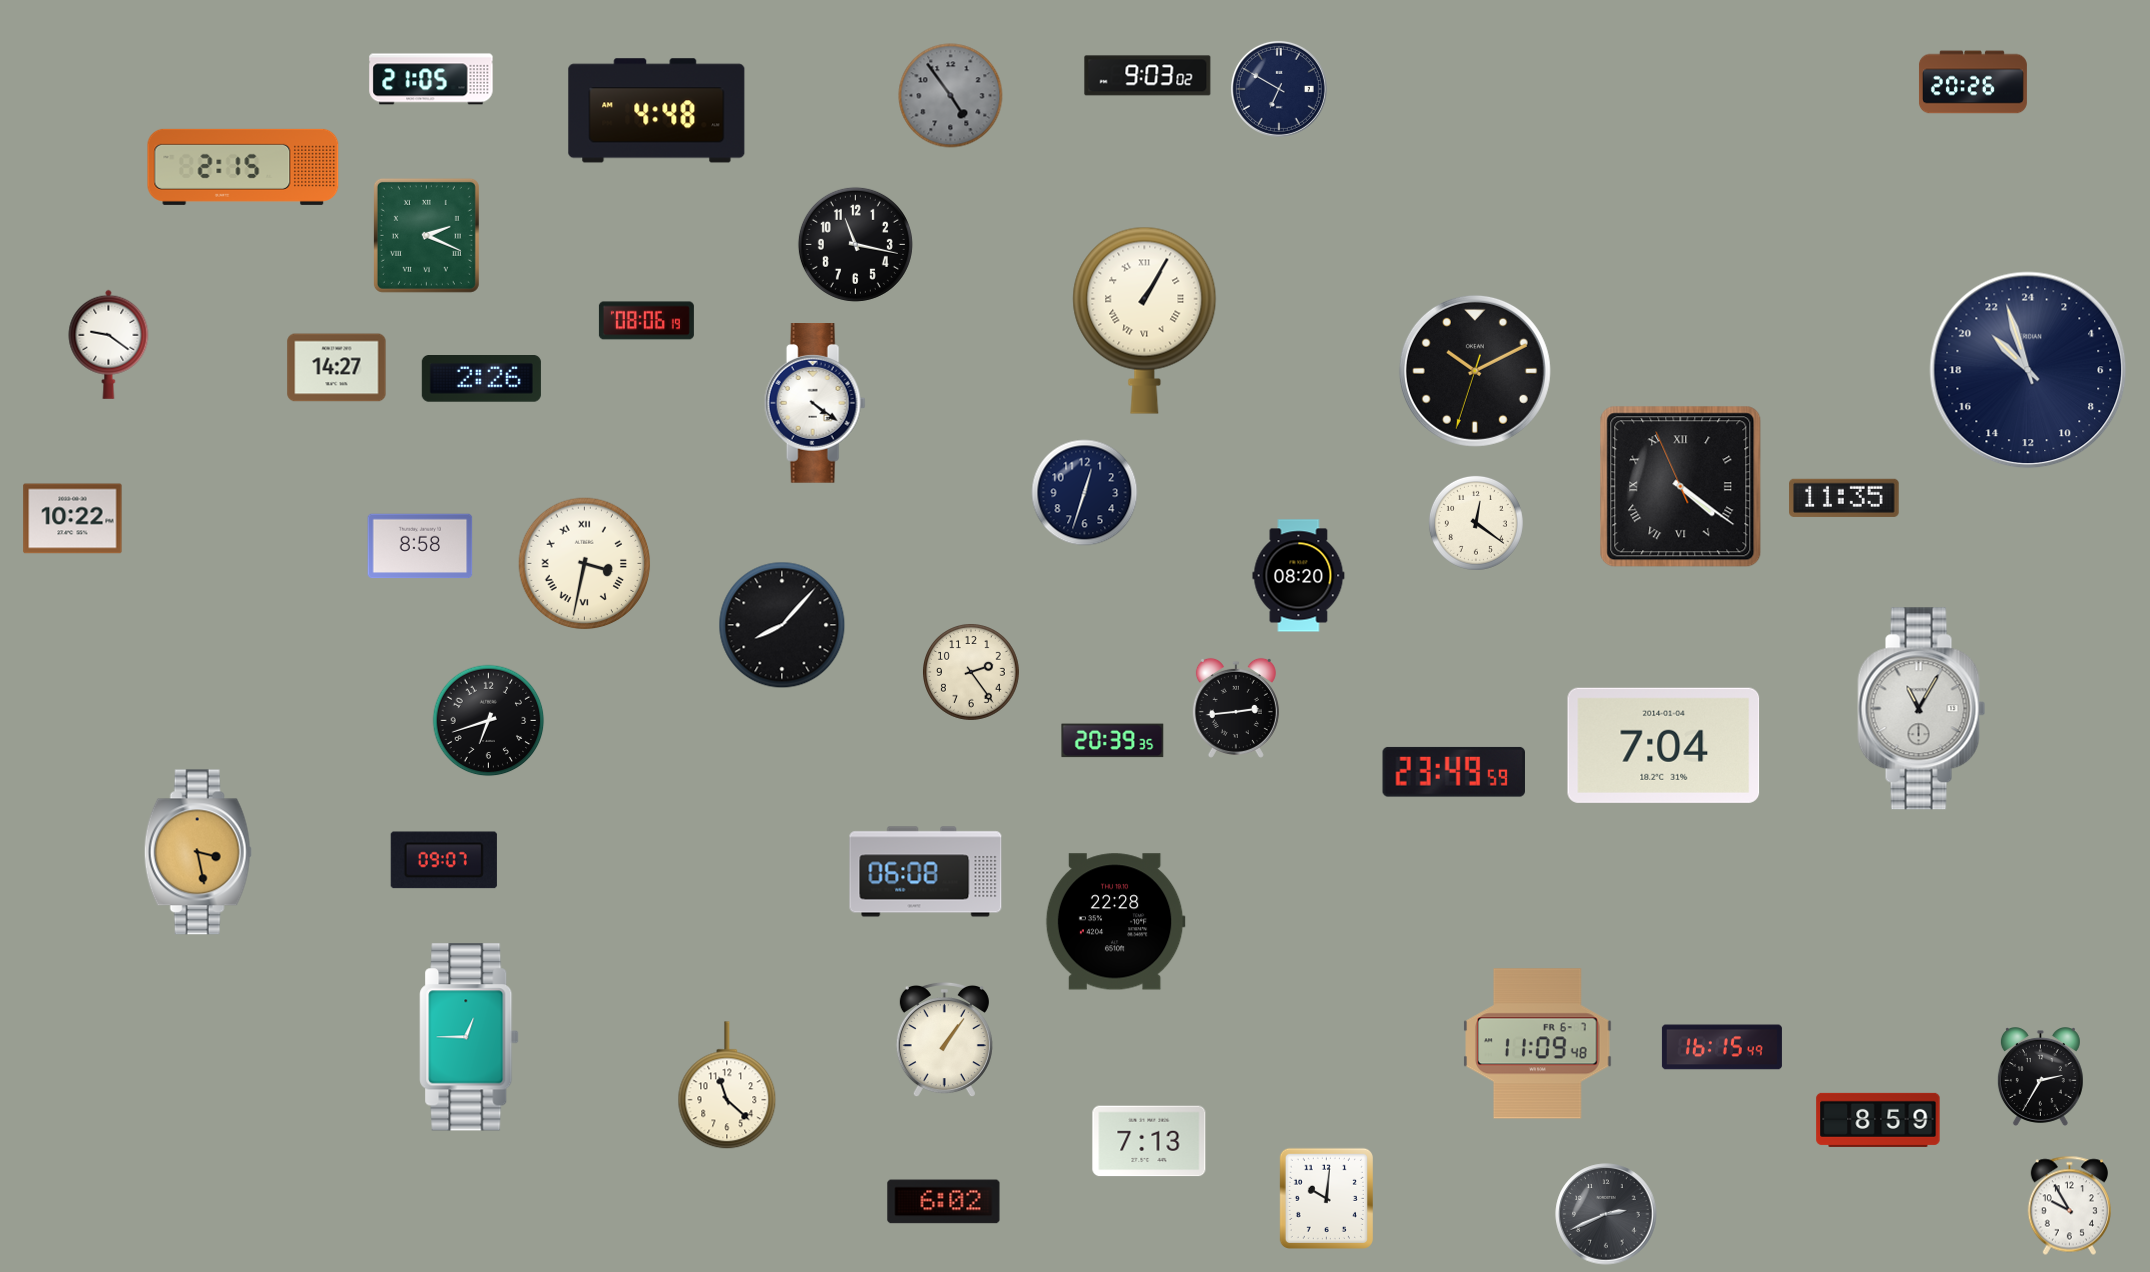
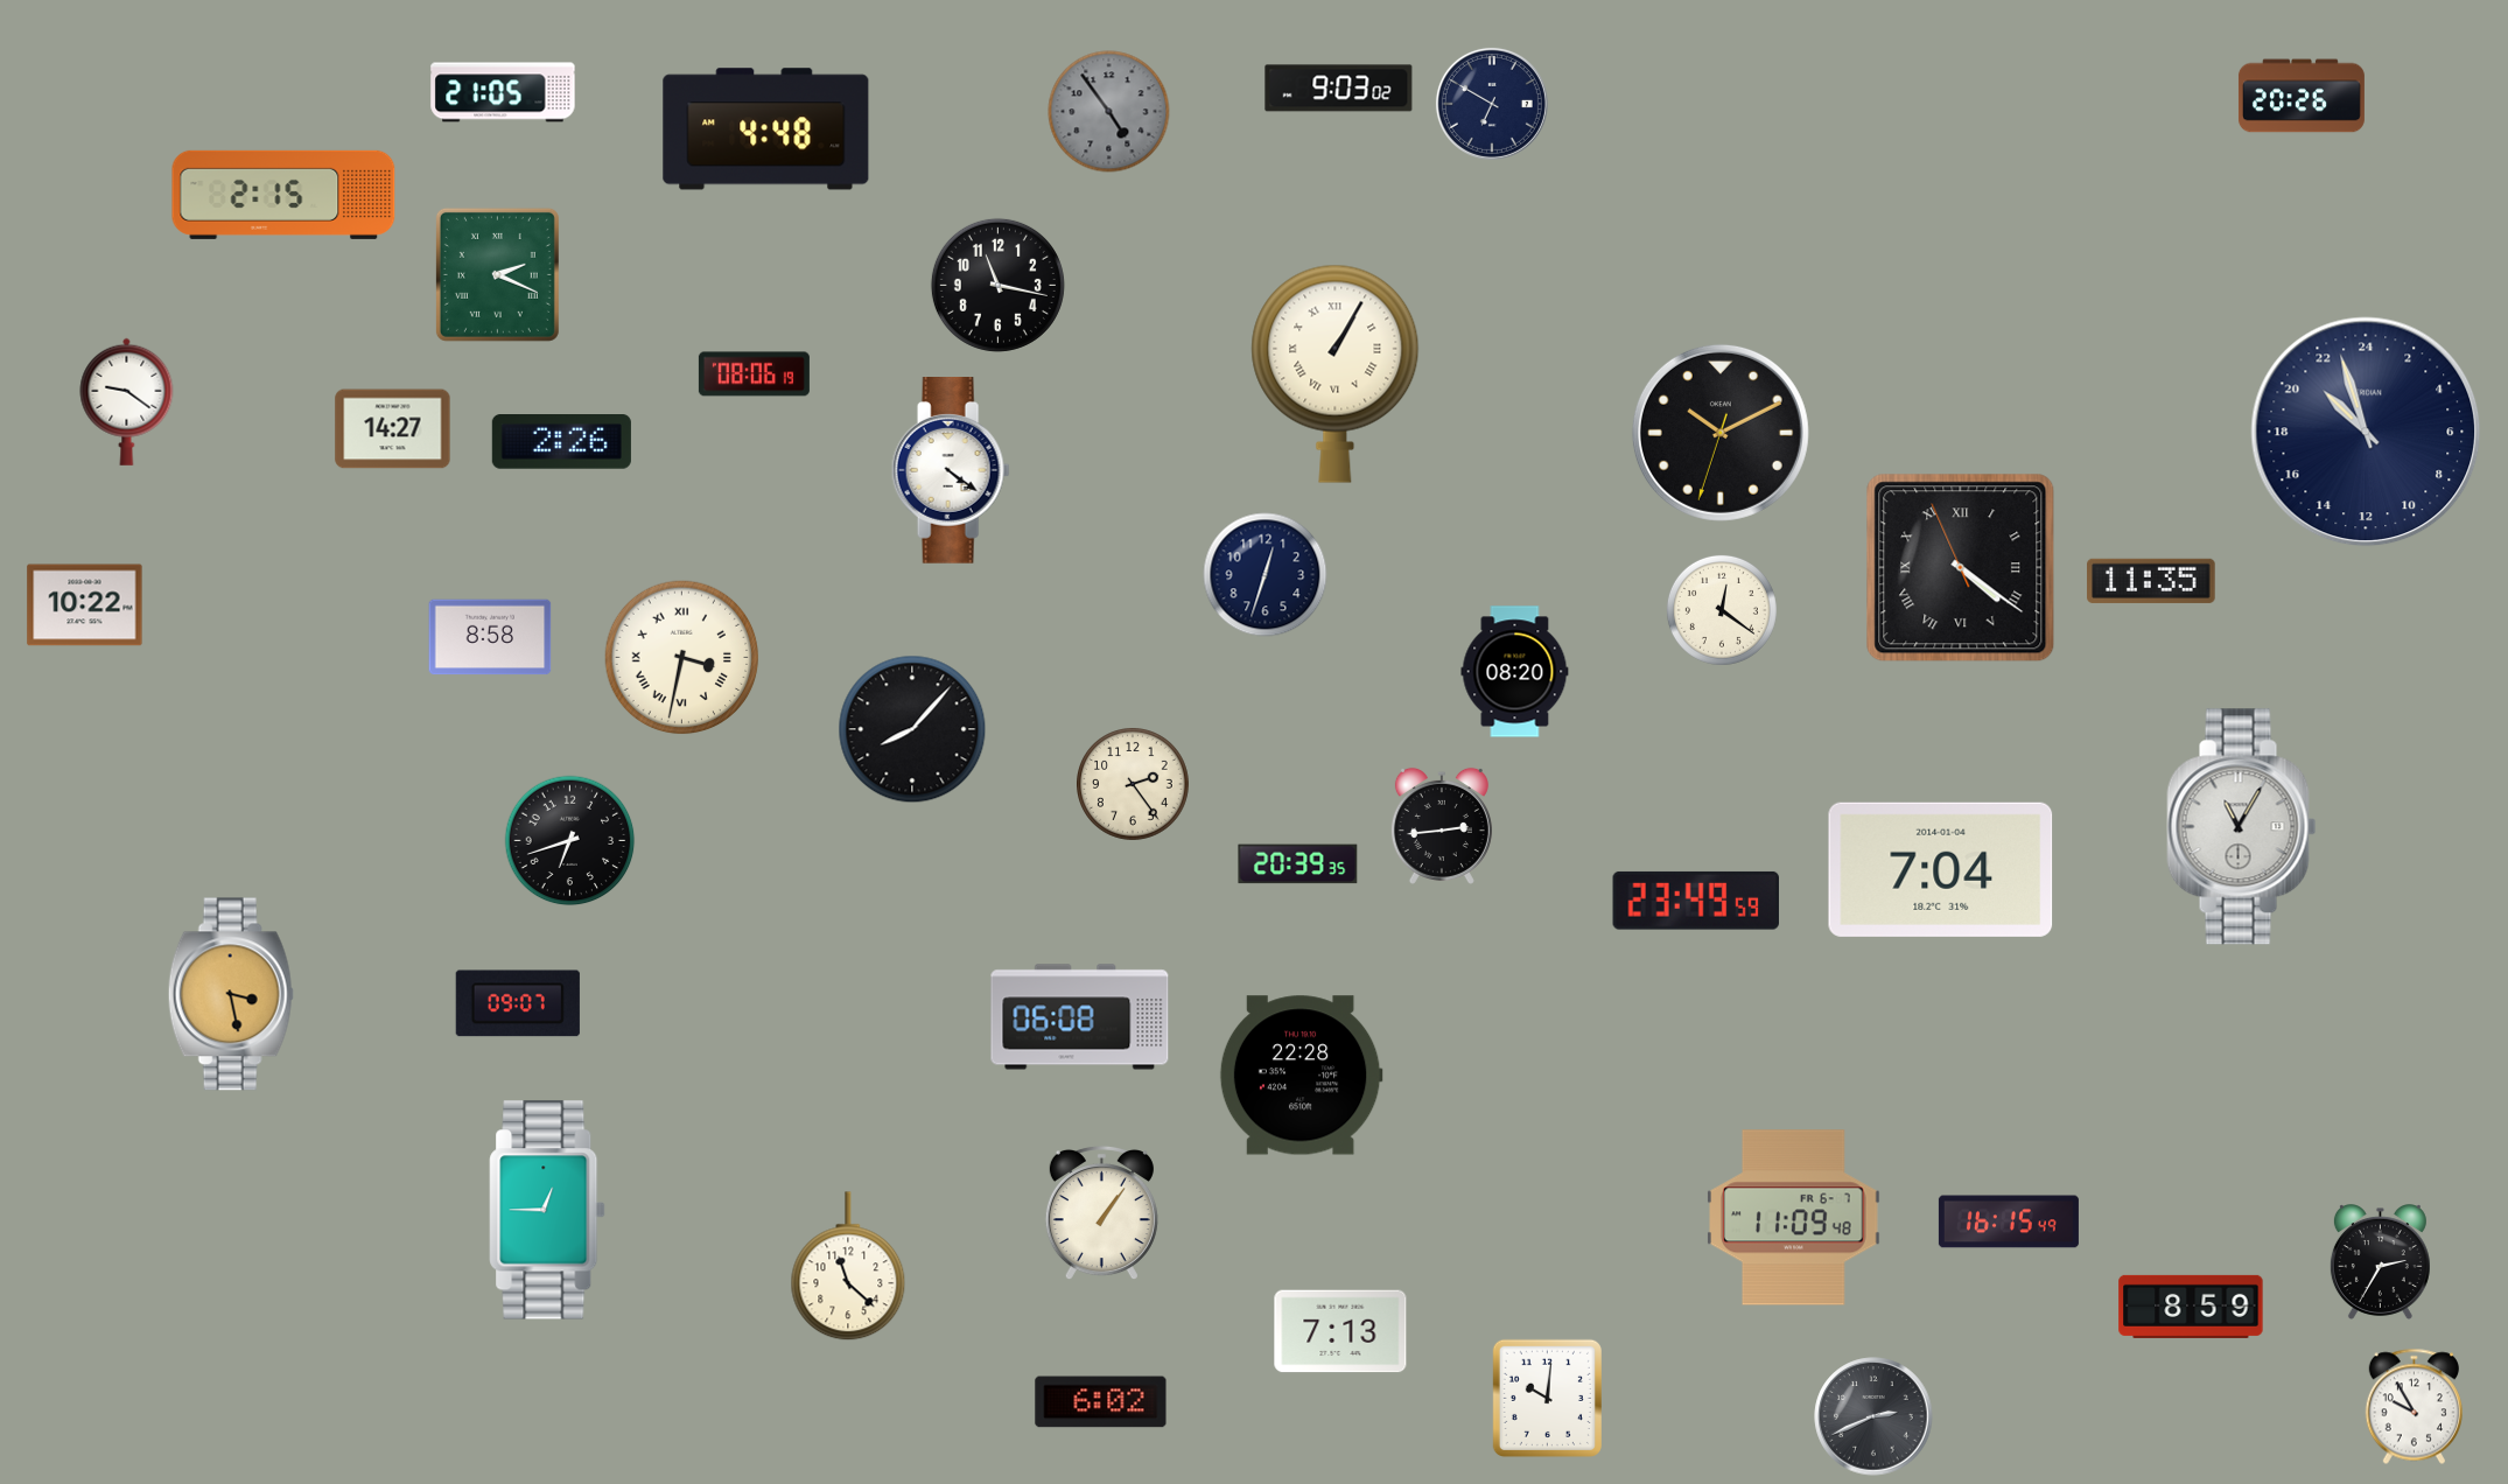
clock at (2040, 1077) position: (2040, 1077) -> (2380, 1262)
